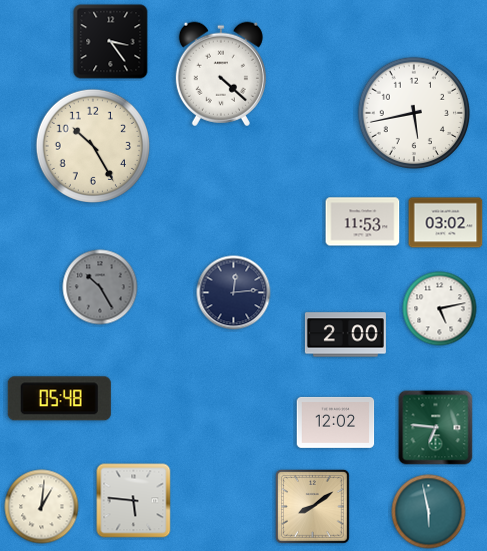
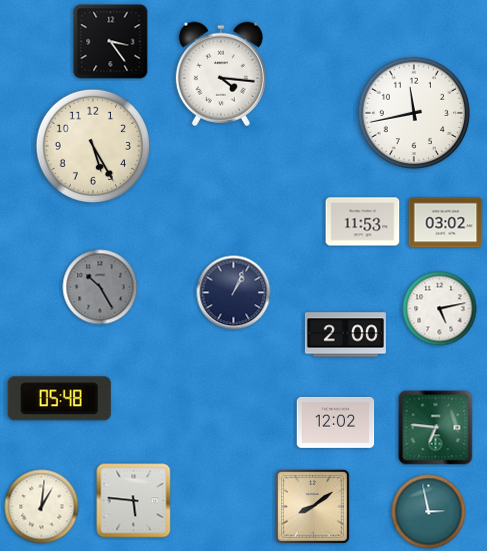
clock at (221, 74): 4:22 -> 4:16
clock at (414, 113): 5:43 -> 11:43
clock at (92, 145): 10:25 -> 5:25
clock at (234, 293): 12:14 -> 1:04
clock at (429, 512): 5:58 -> 2:58
